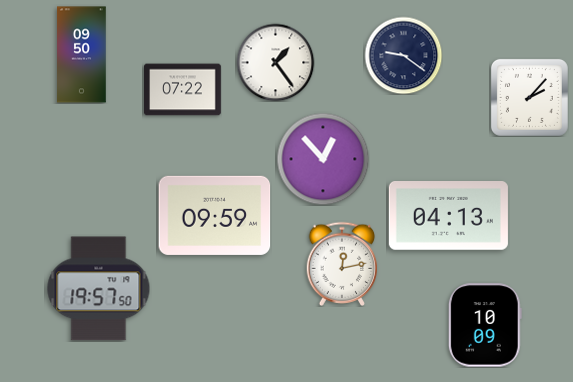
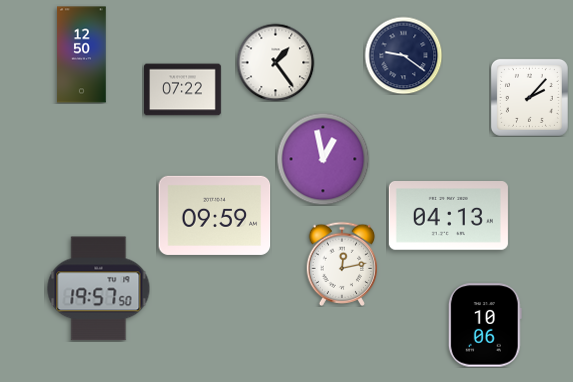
clock at (82, 55): 09:50 -> 12:50
clock at (323, 159): 12:53 -> 12:58
clock at (485, 325): 10:09 -> 10:06
